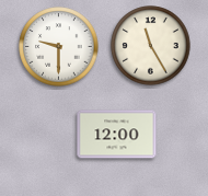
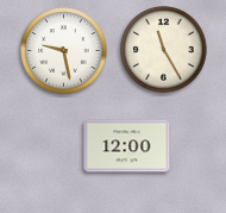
clock at (59, 47): 9:30 -> 9:28
